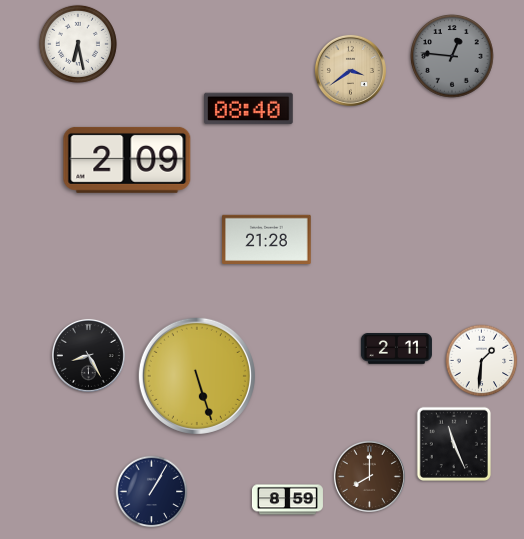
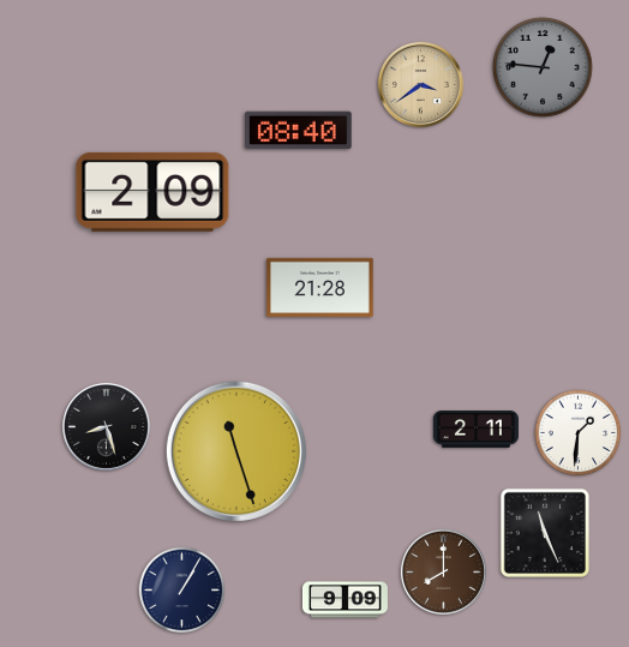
clock at (78, 44): 6:28 -> none
clock at (396, 349) position: (396, 349) -> (475, 430)
clock at (88, 355): 8:25 -> 8:27
clock at (197, 376): 5:27 -> 11:27
clock at (287, 500): 8:59 -> 9:09
